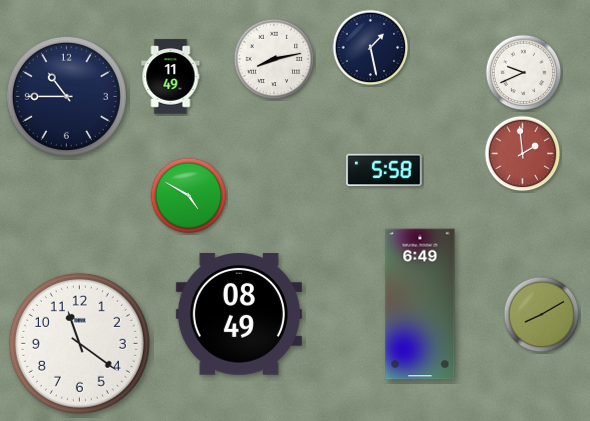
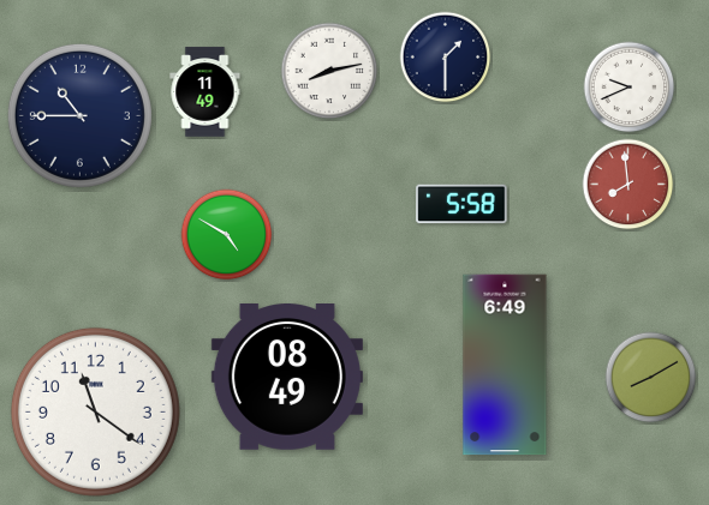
clock at (371, 48): 1:28 -> 1:30
clock at (523, 154): 1:59 -> 7:59
